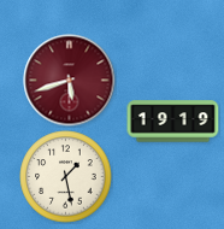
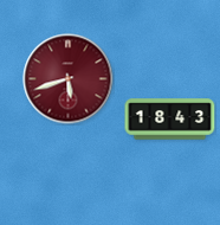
clock at (173, 122): 19:19 -> 18:43
clock at (66, 177): 1:28 -> none
